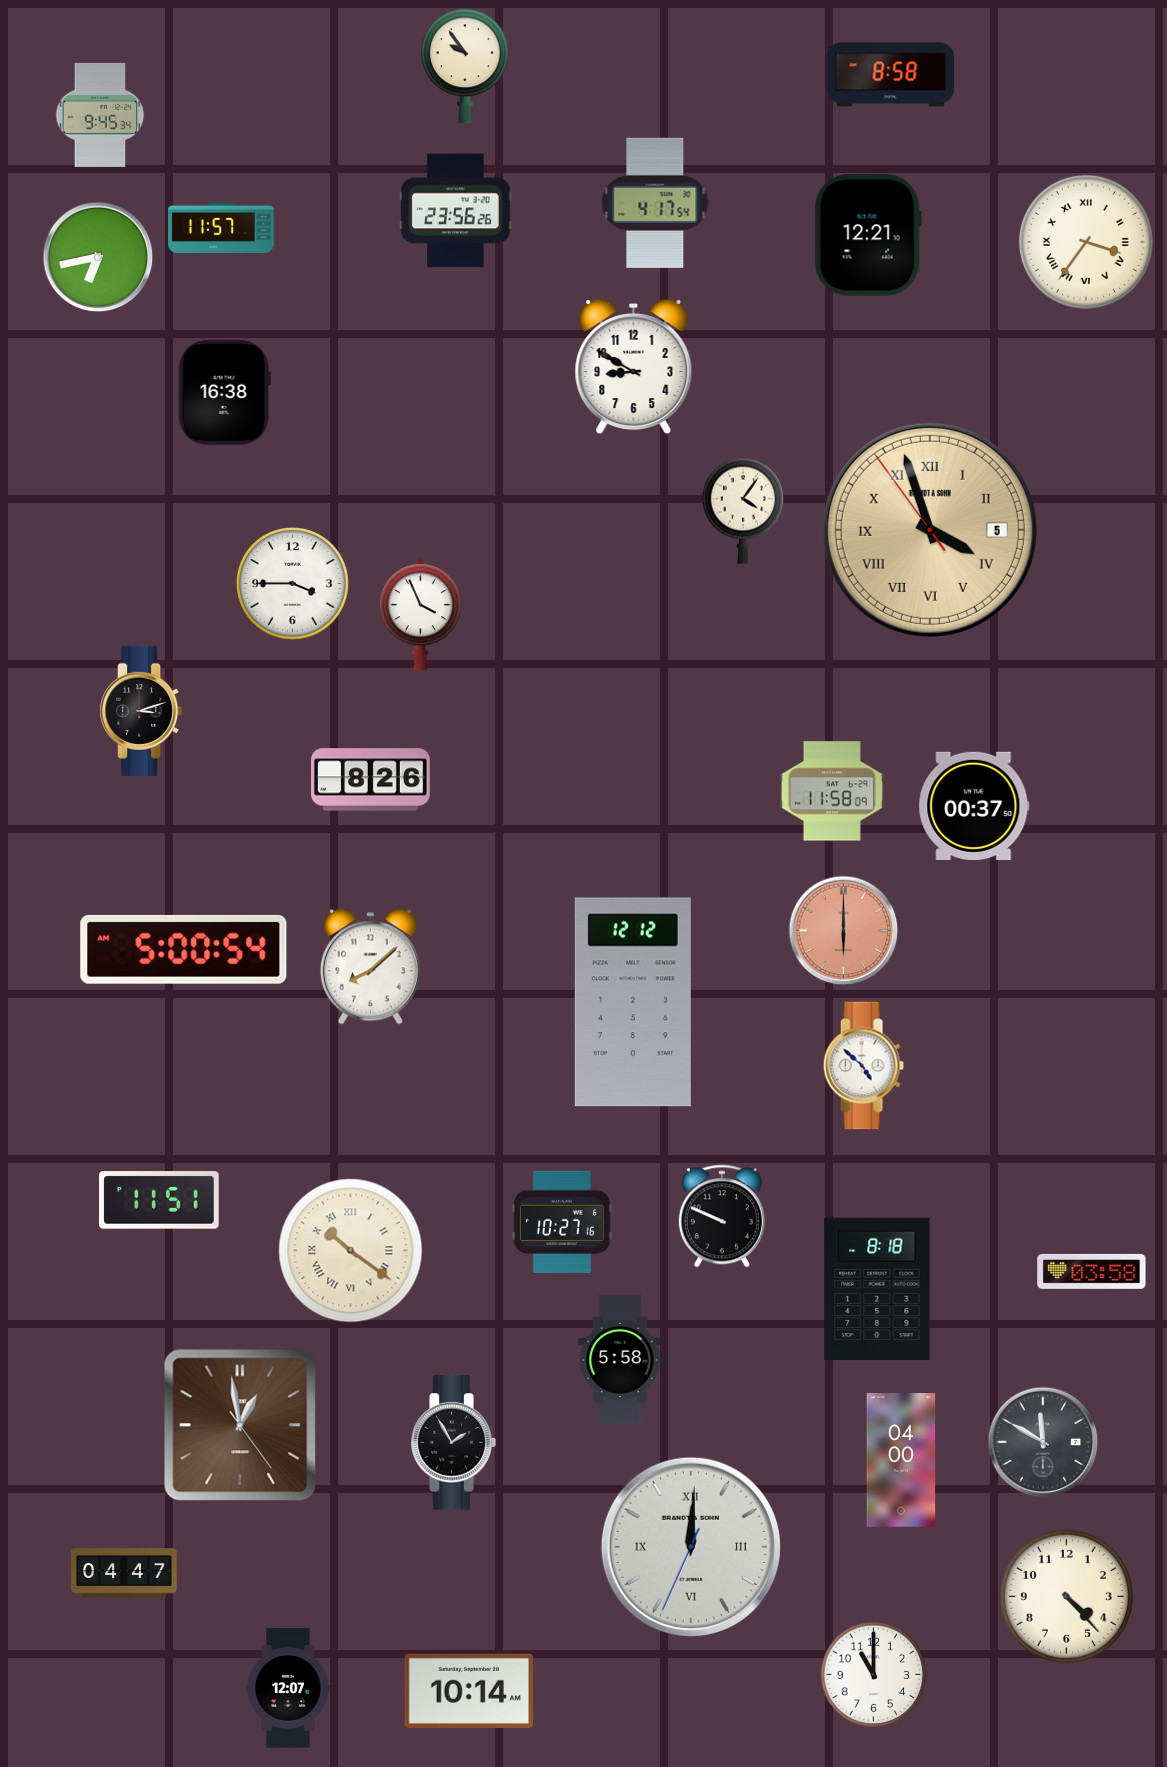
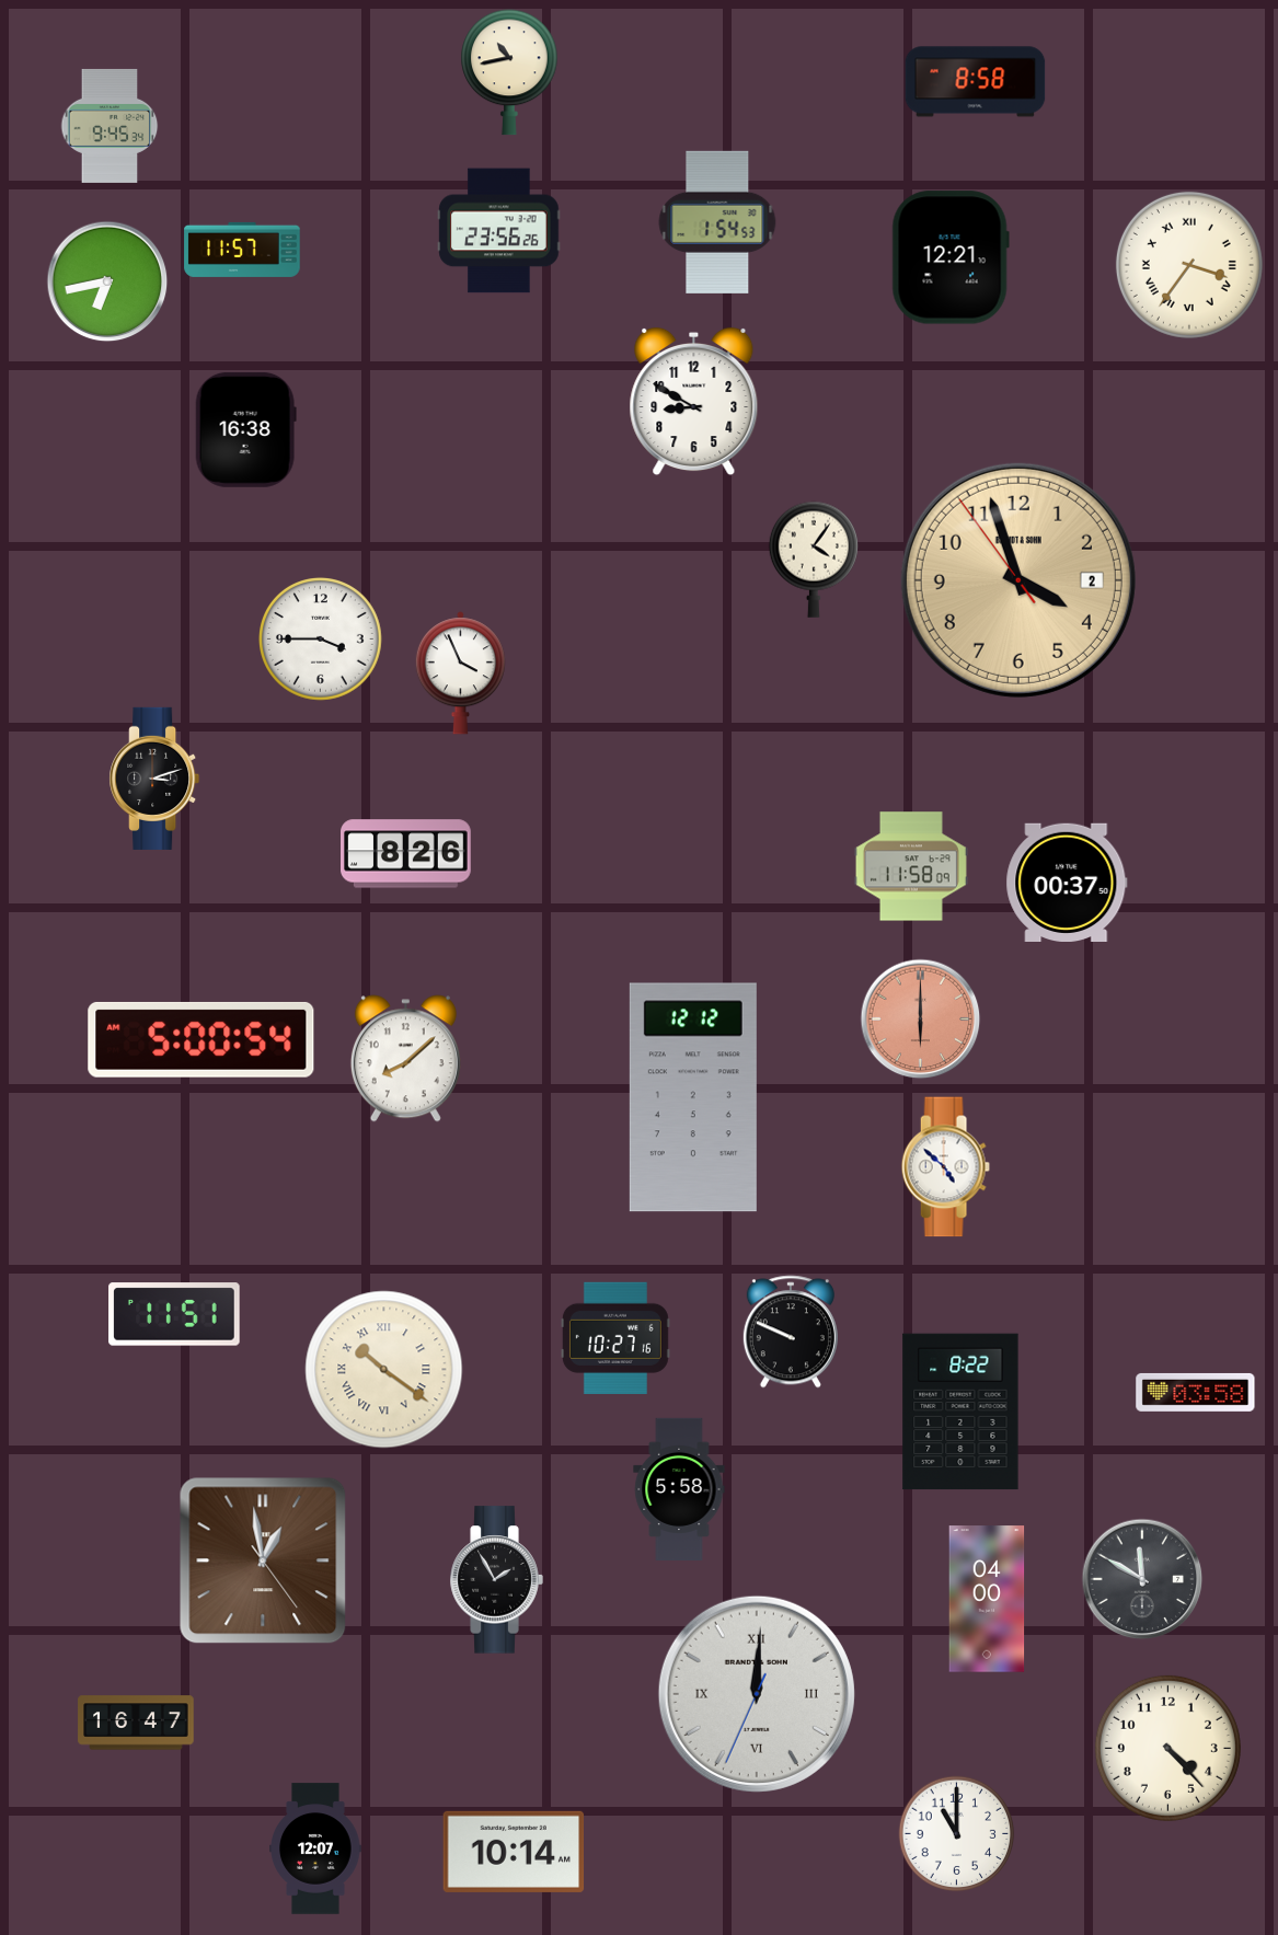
clock at (465, 66): 9:54 -> 10:43
clock at (655, 203): 4:17 -> 1:54
clock at (930, 530) date: 5 -> 2
clock at (930, 530) numerals: Roman -> Arabic
clock at (844, 931) position: (844, 931) -> (921, 1020)
clock at (877, 1289): 8:18 -> 8:22
clock at (124, 1573): 04:47 -> 16:47
